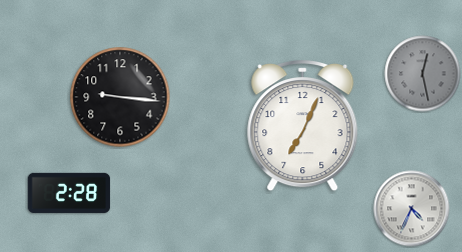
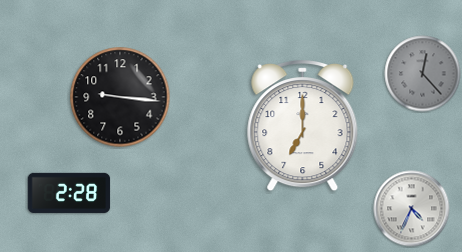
clock at (423, 74): 12:28 -> 12:23
clock at (303, 127): 7:04 -> 7:00
